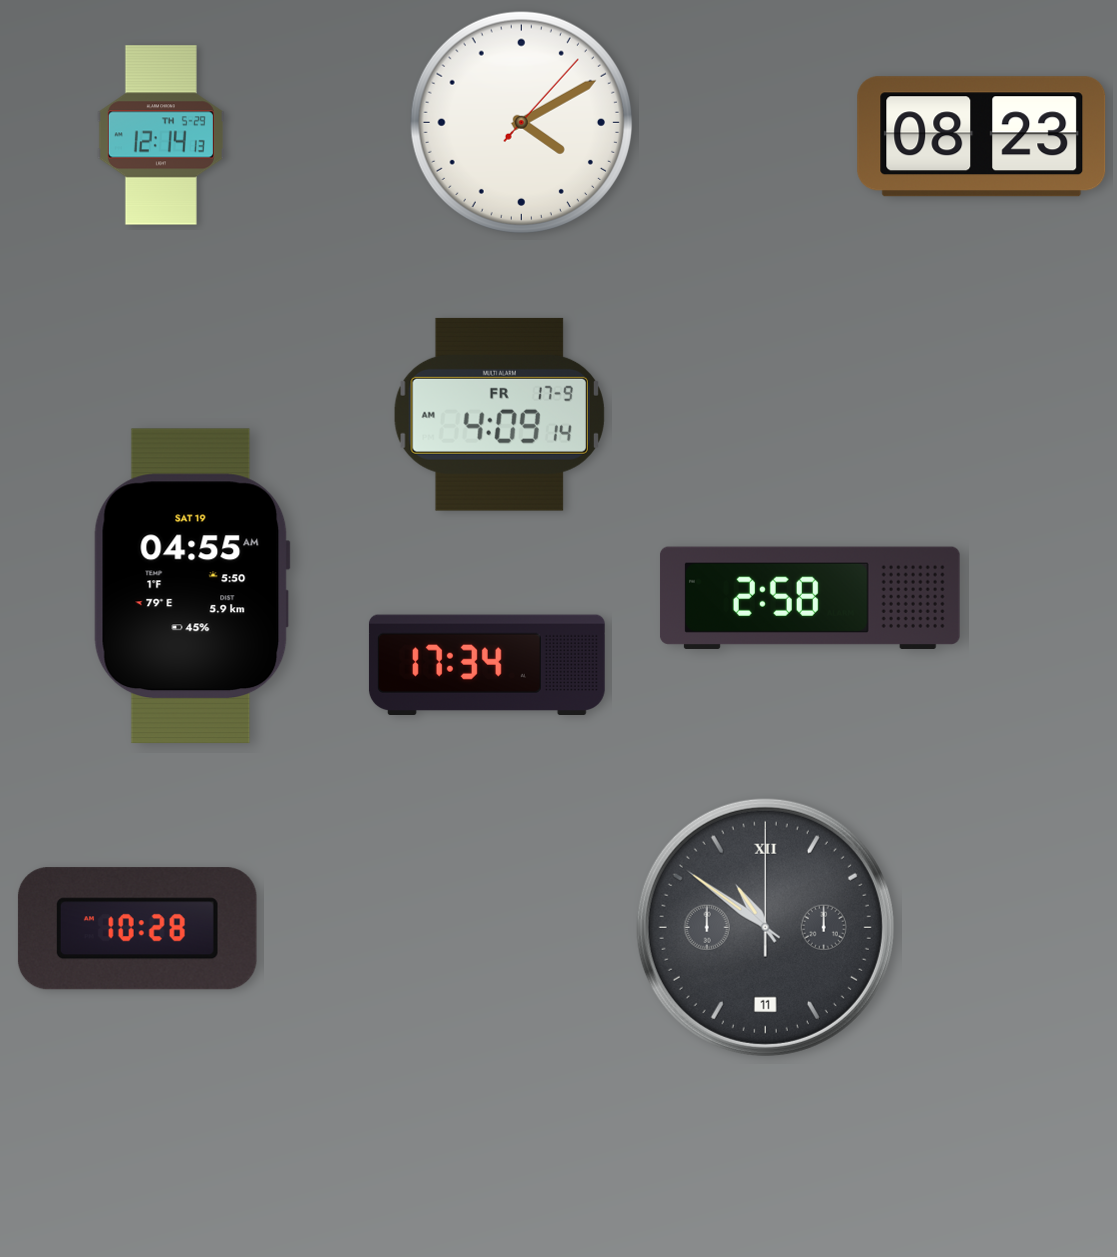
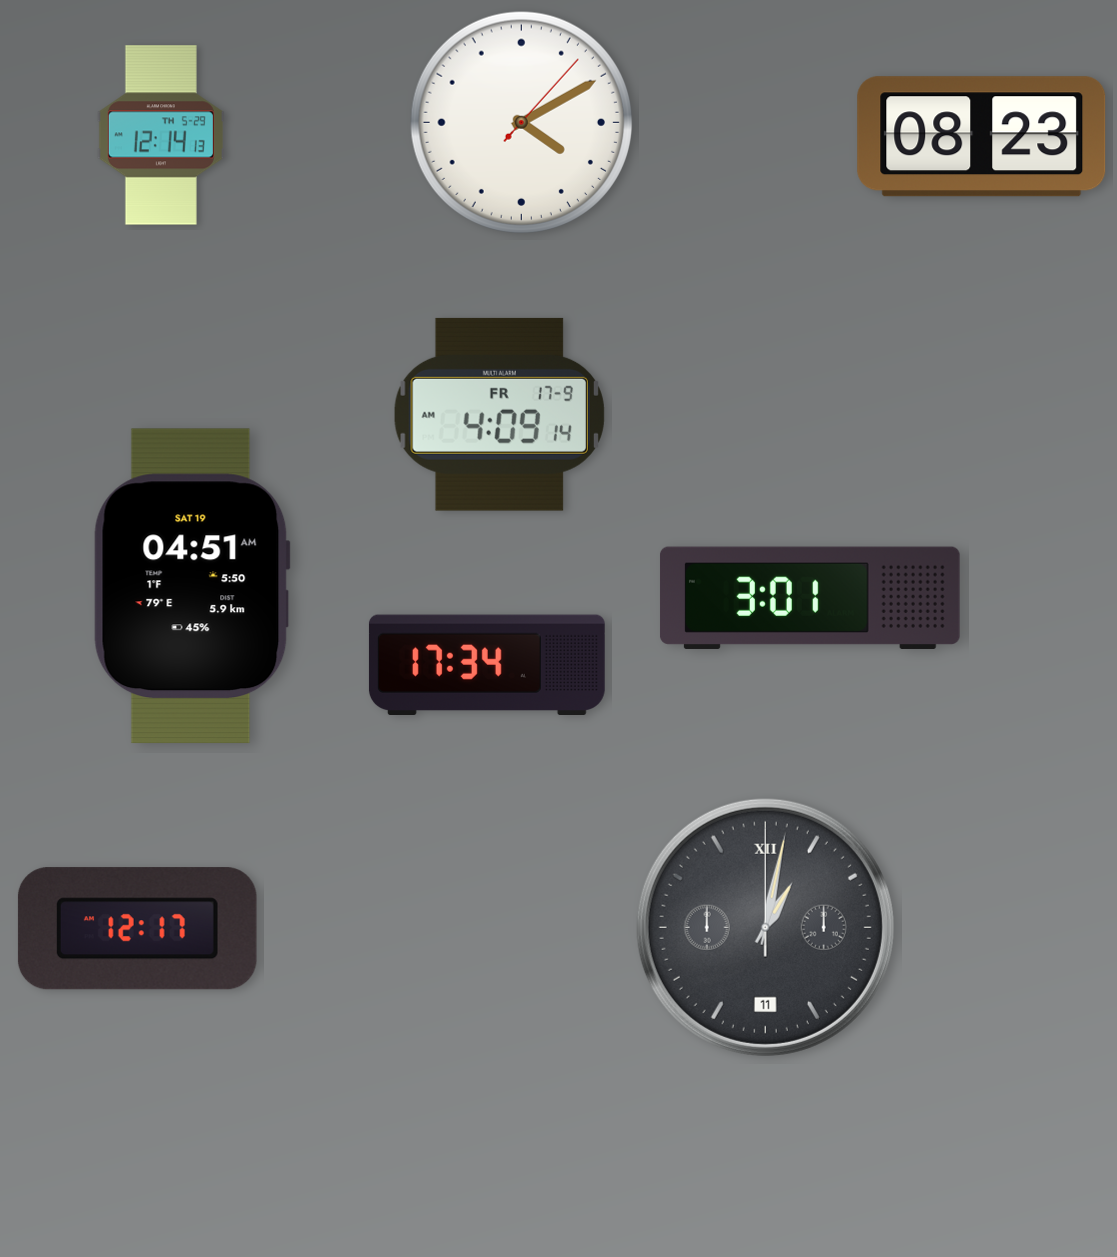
clock at (192, 586): 04:55 -> 04:51
clock at (810, 597): 2:58 -> 3:01
clock at (765, 927): 10:51 -> 1:02
clock at (137, 929): 10:28 -> 12:17
